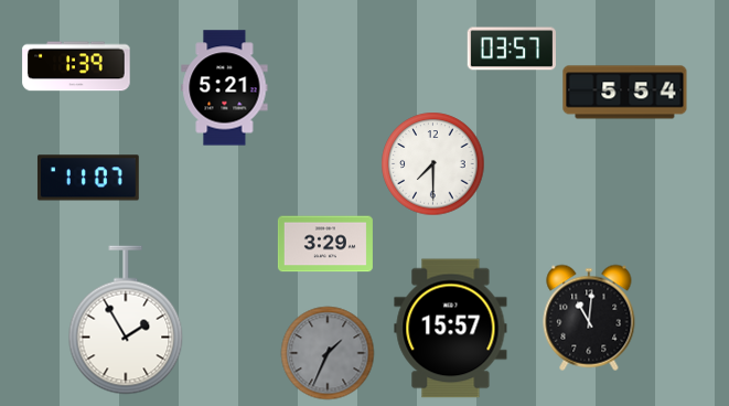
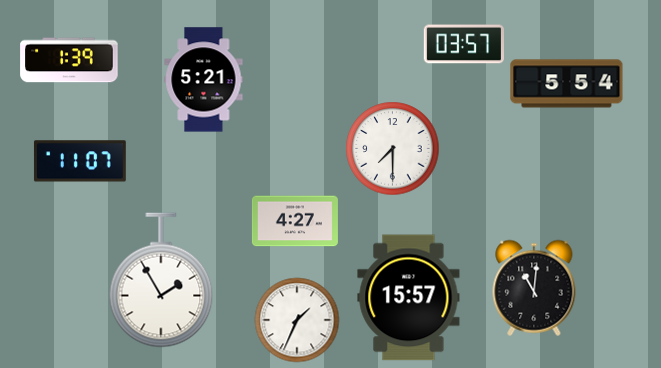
clock at (325, 244): 3:29 -> 4:27
clock at (126, 320) position: (126, 320) -> (161, 280)
clock at (328, 353) dial: grey -> white
